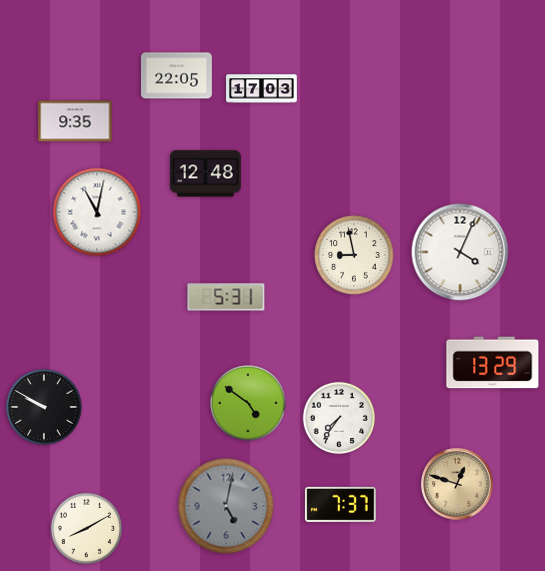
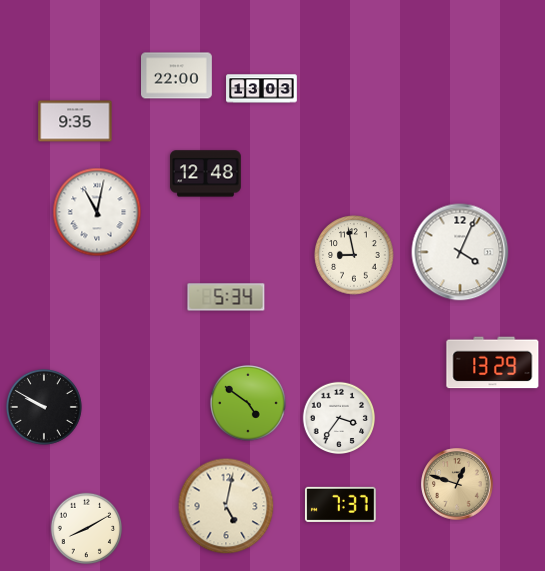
clock at (177, 76): 22:05 -> 22:00
clock at (262, 89): 17:03 -> 13:03
clock at (226, 297): 5:31 -> 5:34
clock at (338, 417): 7:36 -> 3:36
clock at (226, 506) dial: grey -> cream
